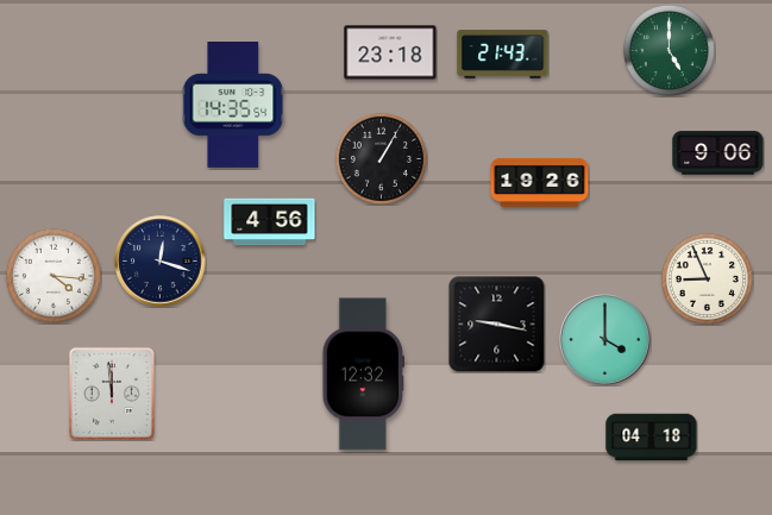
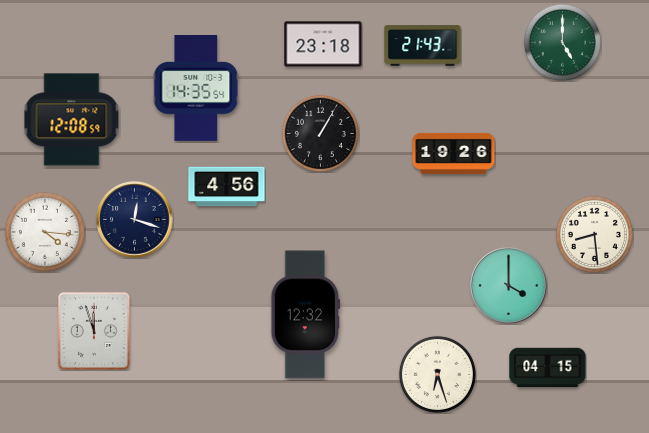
clock at (390, 52) position: (390, 52) -> (323, 44)
clock at (72, 120): none -> 12:08
clock at (718, 153): 9:06 -> none
clock at (707, 278): 8:56 -> 8:29
clock at (497, 325): 9:17 -> none
clock at (112, 394): 11:59 -> 11:57
clock at (652, 438): 04:18 -> 04:15
clock at (437, 374): none -> 6:27
